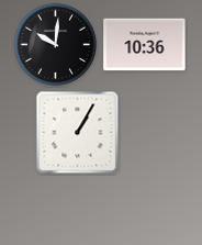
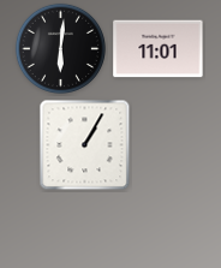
clock at (55, 44): 10:01 -> 6:01
clock at (145, 45): 10:36 -> 11:01
